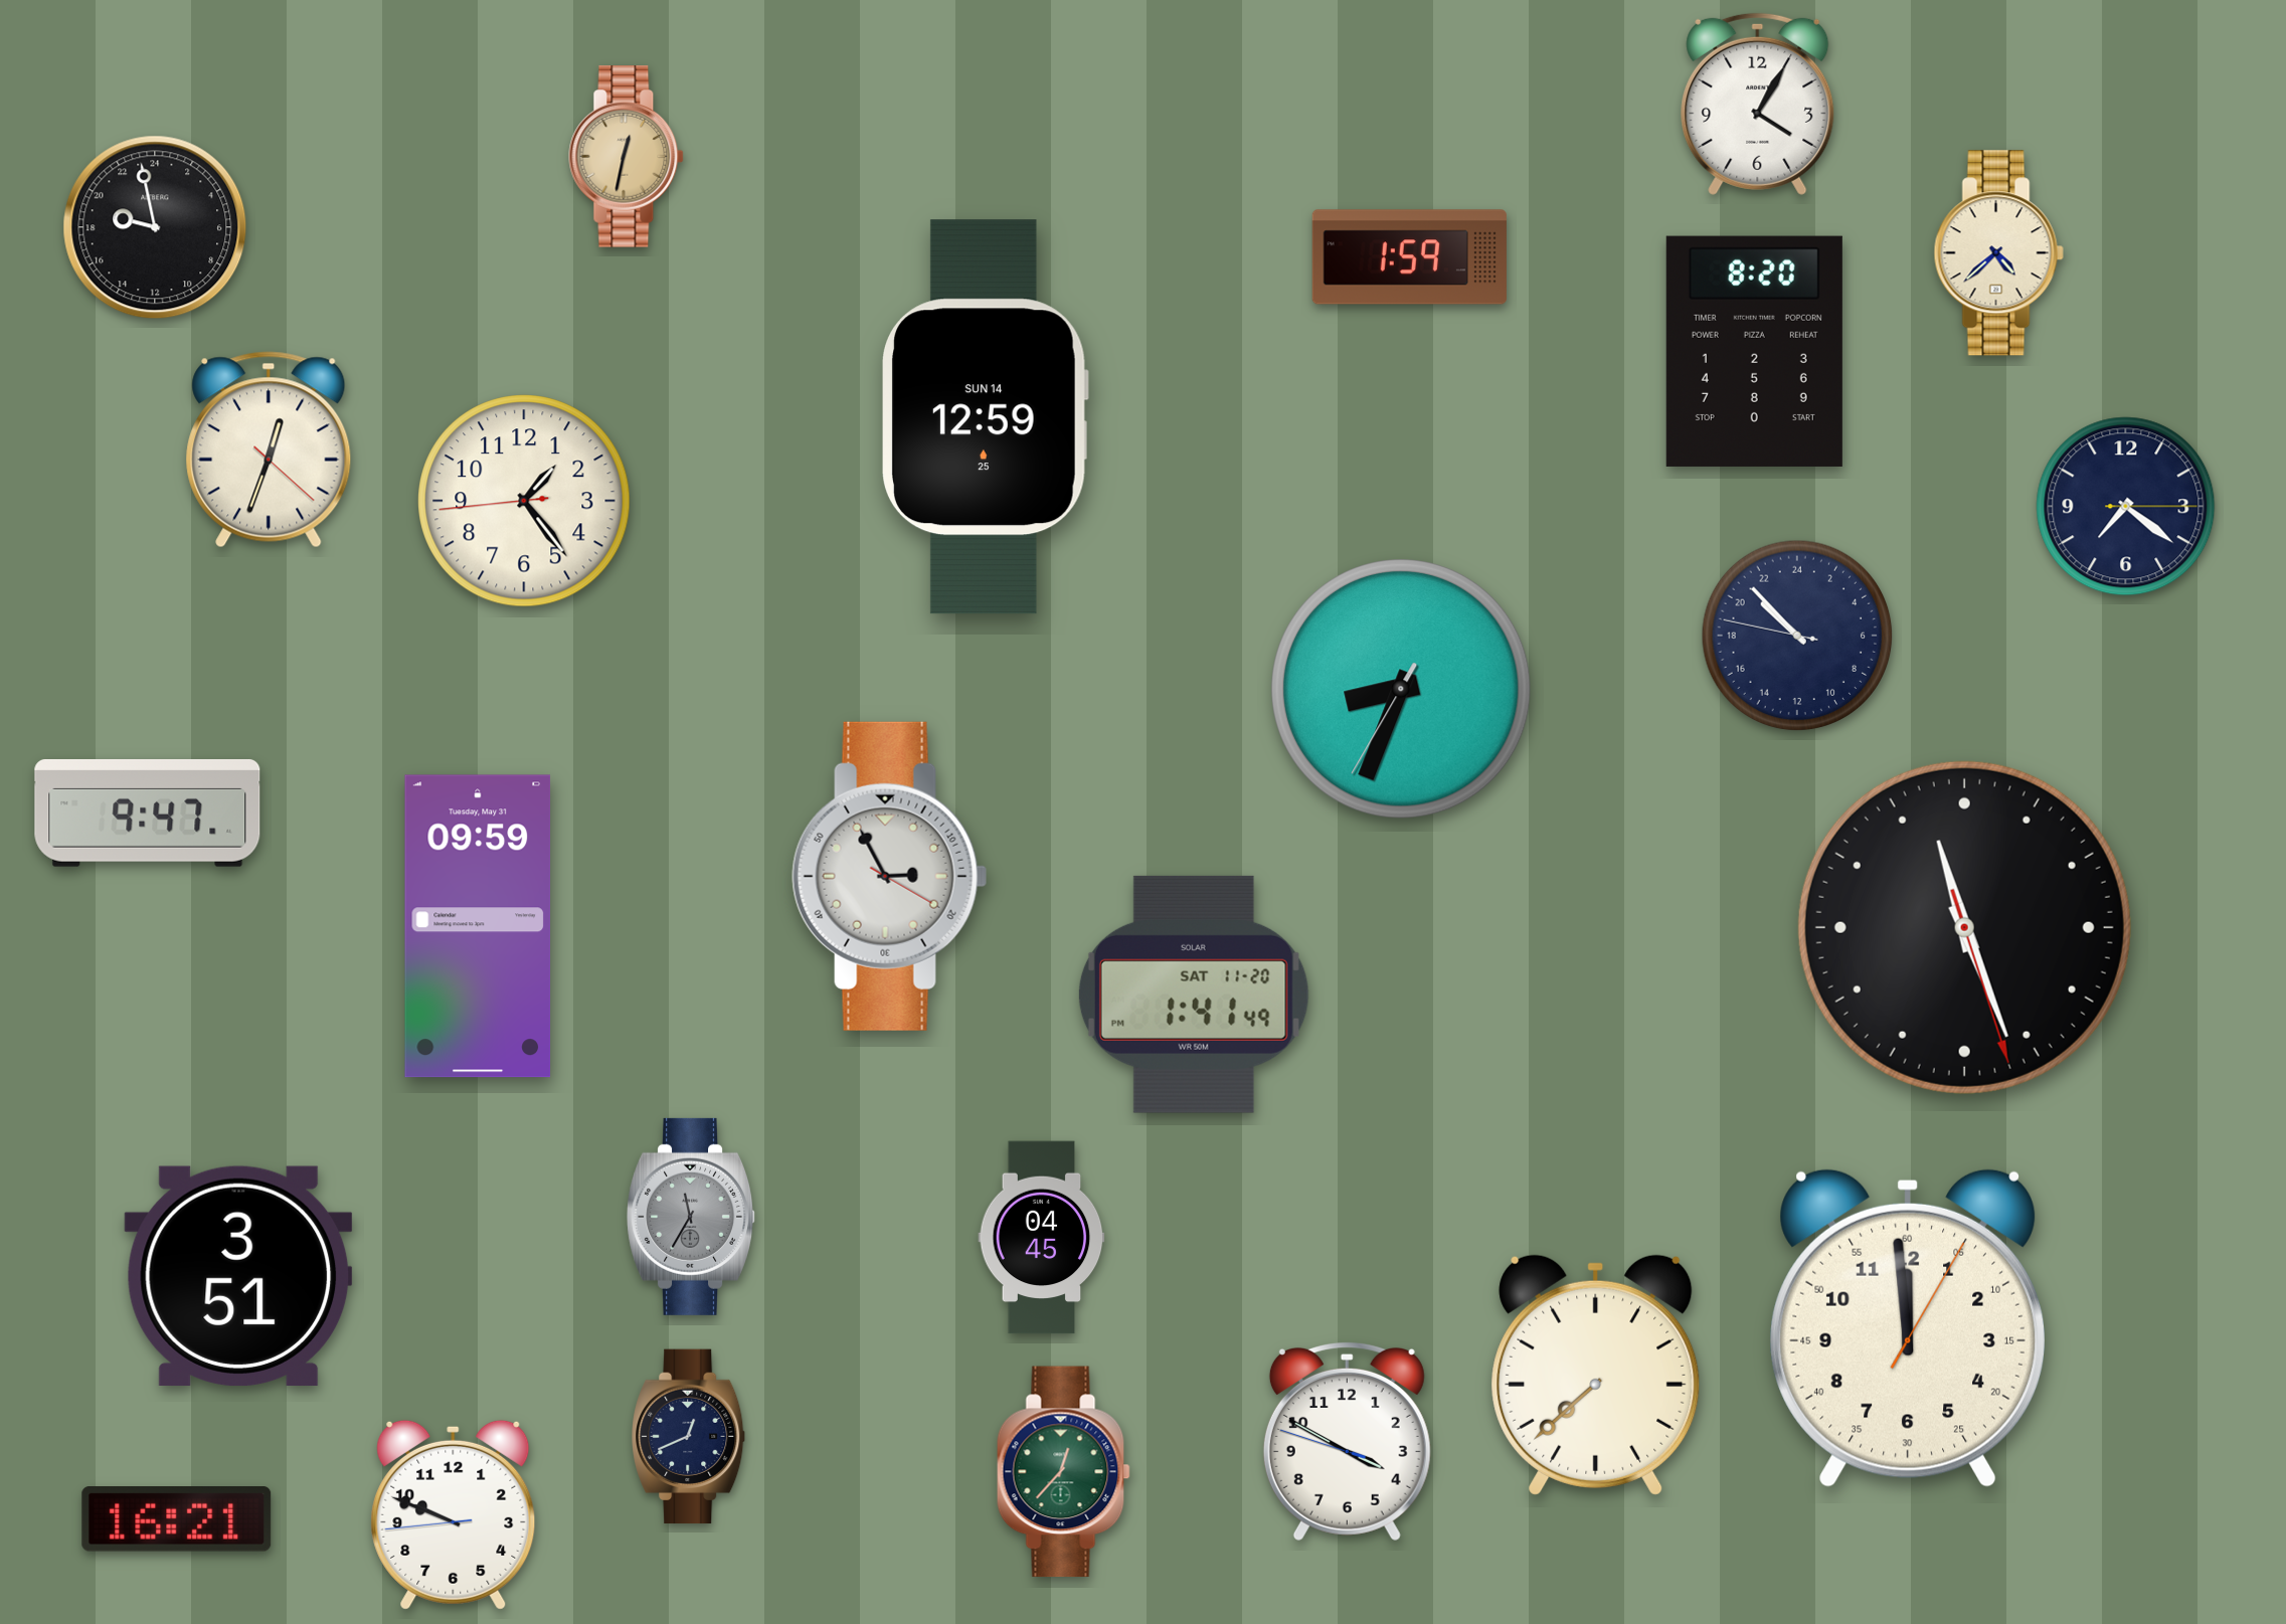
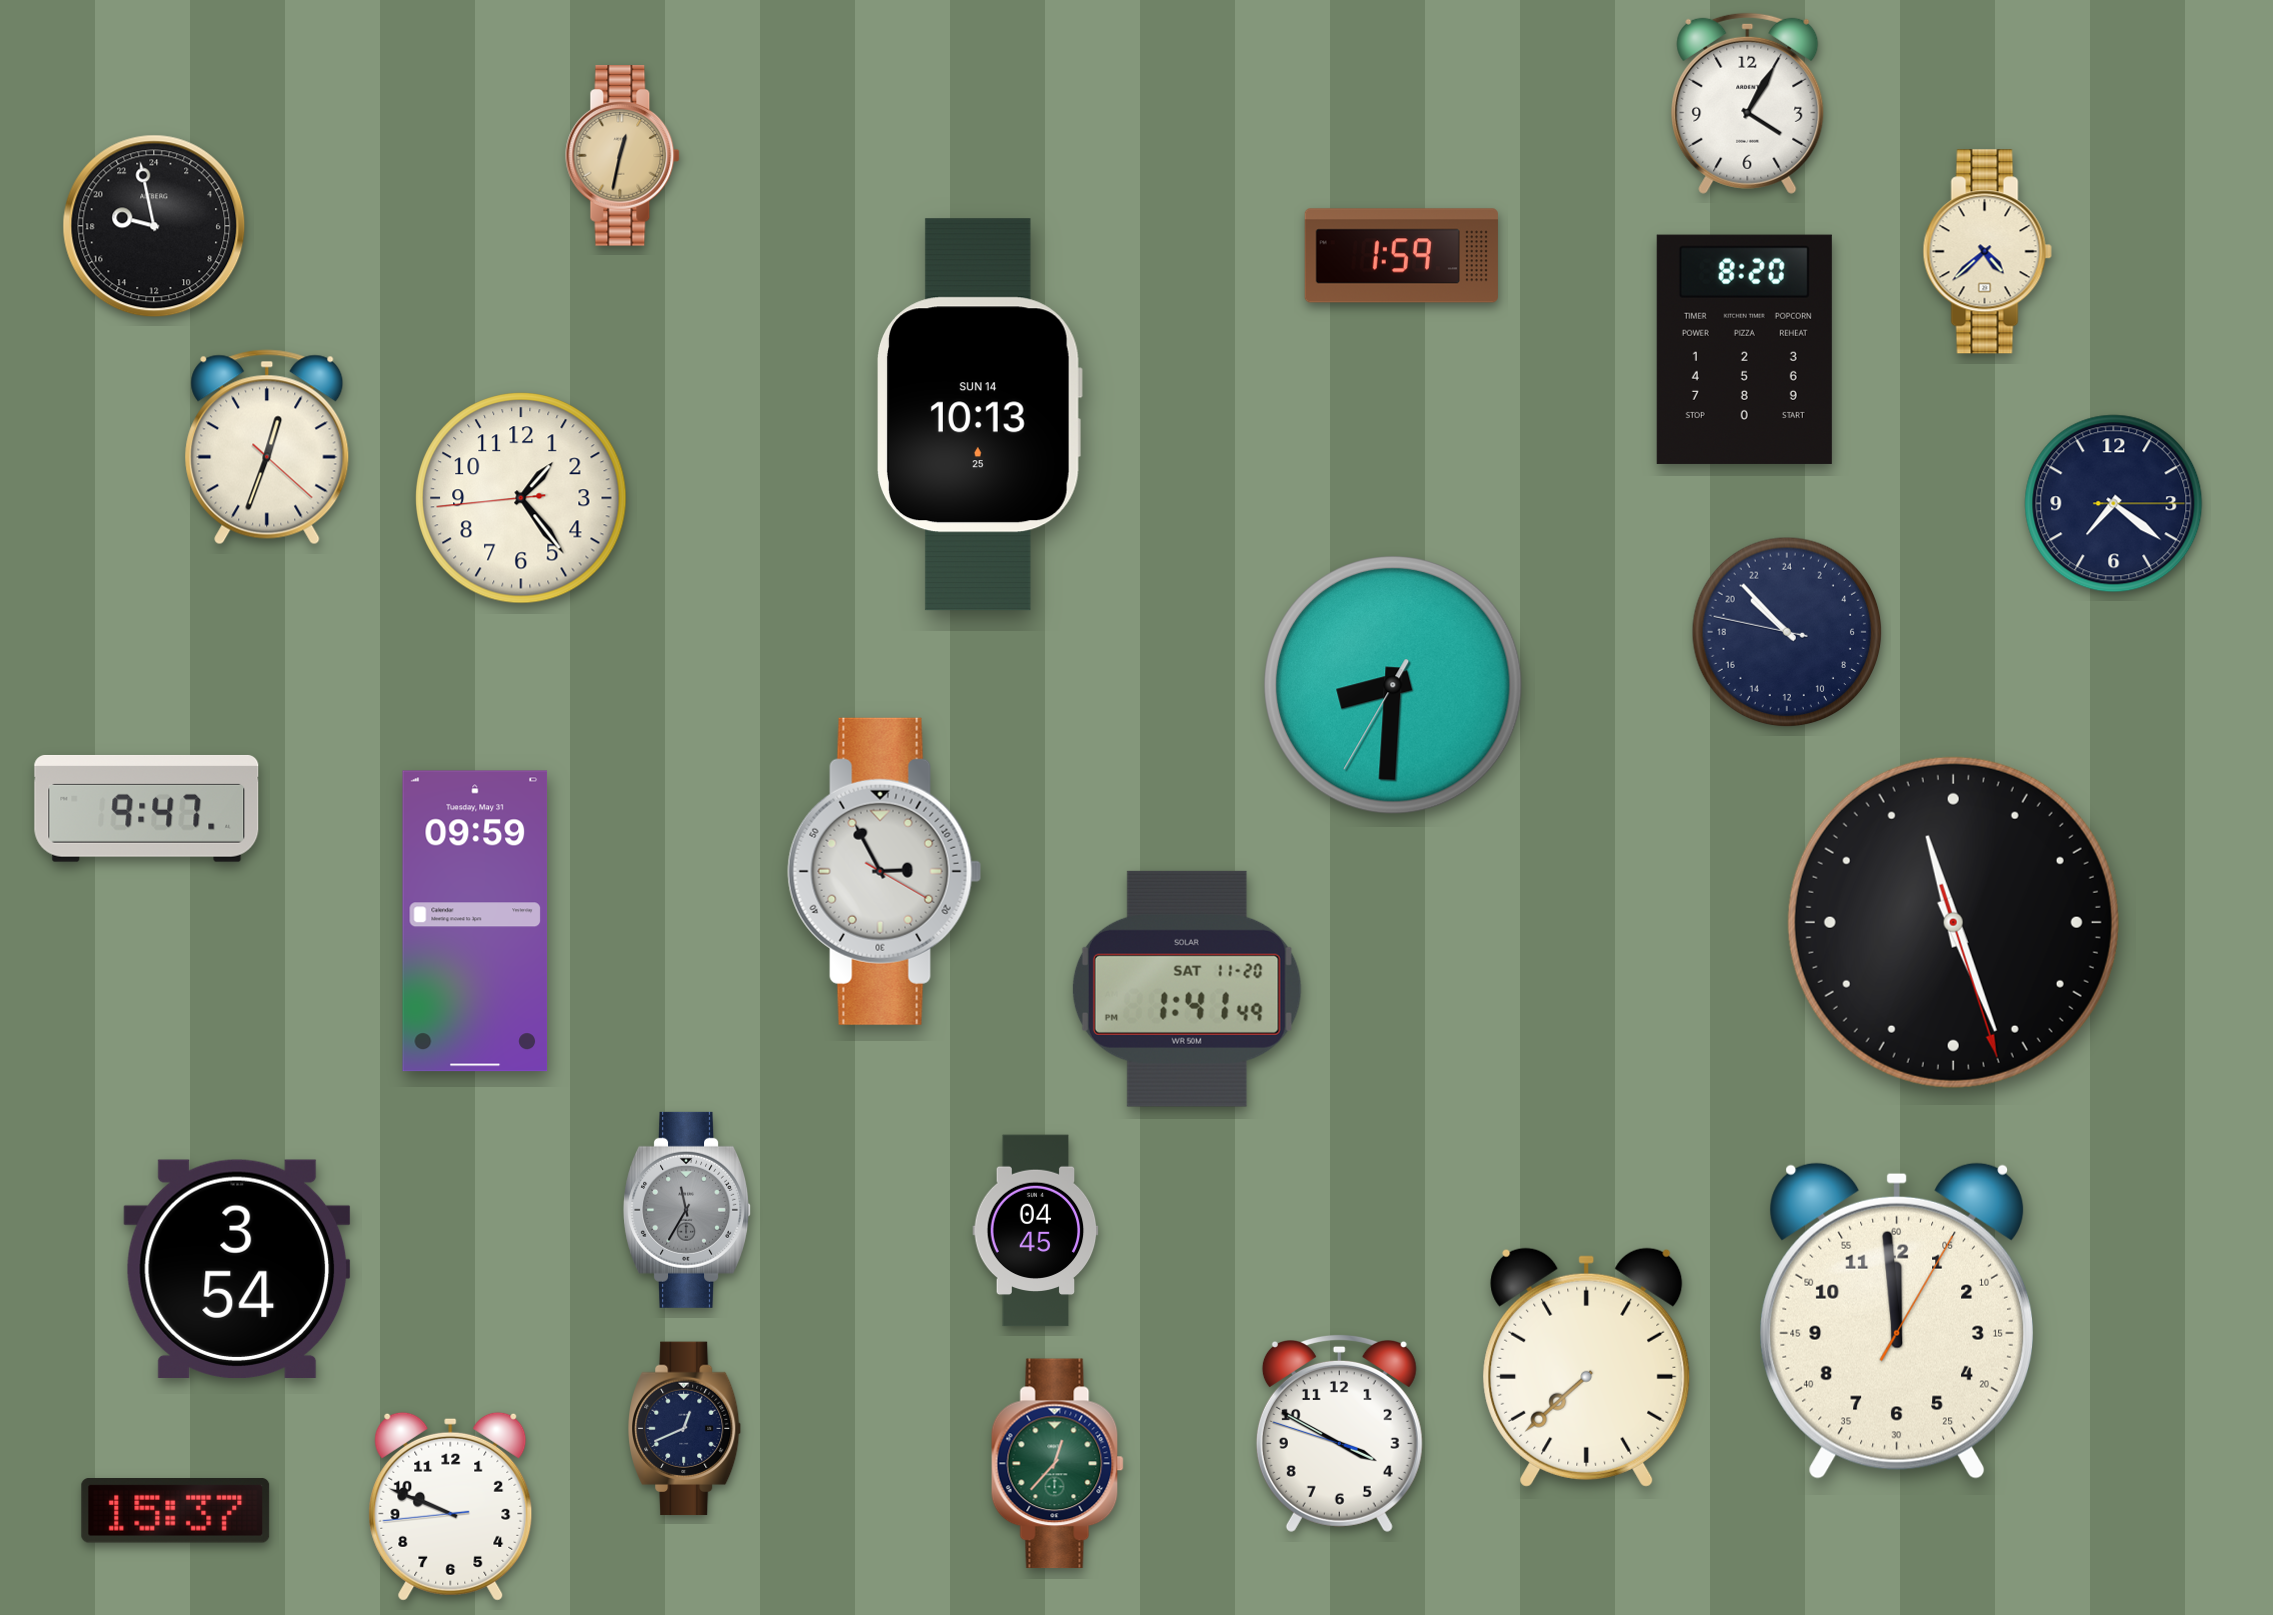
clock at (986, 417): 12:59 -> 10:13
clock at (1401, 689): 8:33 -> 8:30
clock at (238, 1276): 3:51 -> 3:54
clock at (177, 1519): 16:21 -> 15:37
